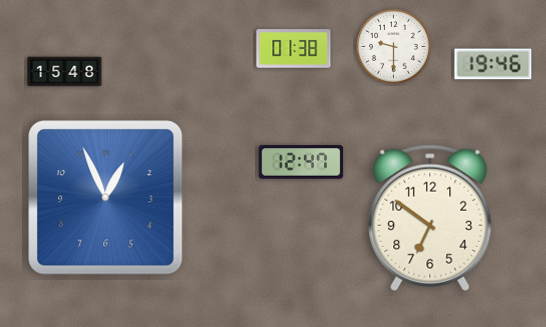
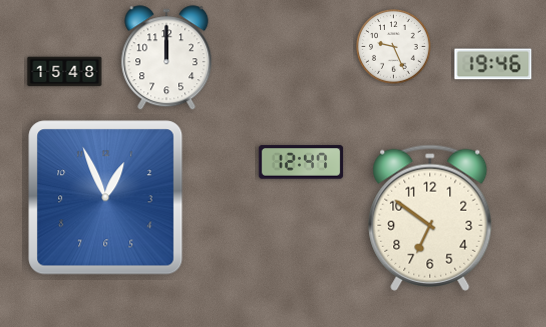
clock at (394, 47): 9:30 -> 9:26
clock at (294, 49): 01:38 -> none
clock at (167, 58): none -> 12:00
